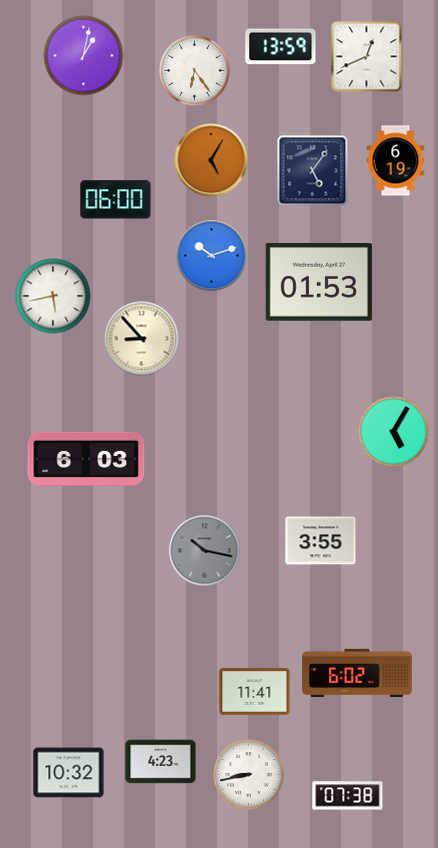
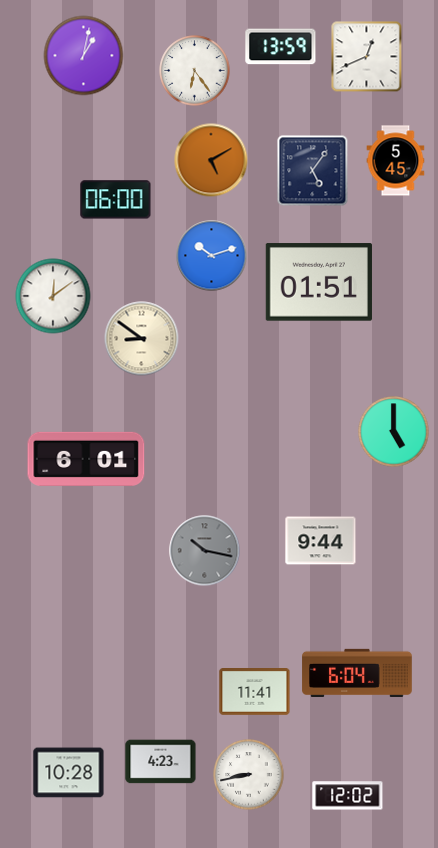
clock at (211, 160): 5:05 -> 5:10
clock at (396, 161): 6:19 -> 5:45
clock at (319, 282): 01:53 -> 01:51
clock at (53, 296): 5:43 -> 12:09
clock at (142, 339): 8:53 -> 8:51
clock at (394, 432): 5:05 -> 5:00
clock at (86, 459): 6:03 -> 6:01
clock at (321, 541): 3:55 -> 9:44
clock at (357, 672): 6:02 -> 6:04
clock at (69, 773): 10:32 -> 10:28
clock at (348, 796): 07:38 -> 12:02
